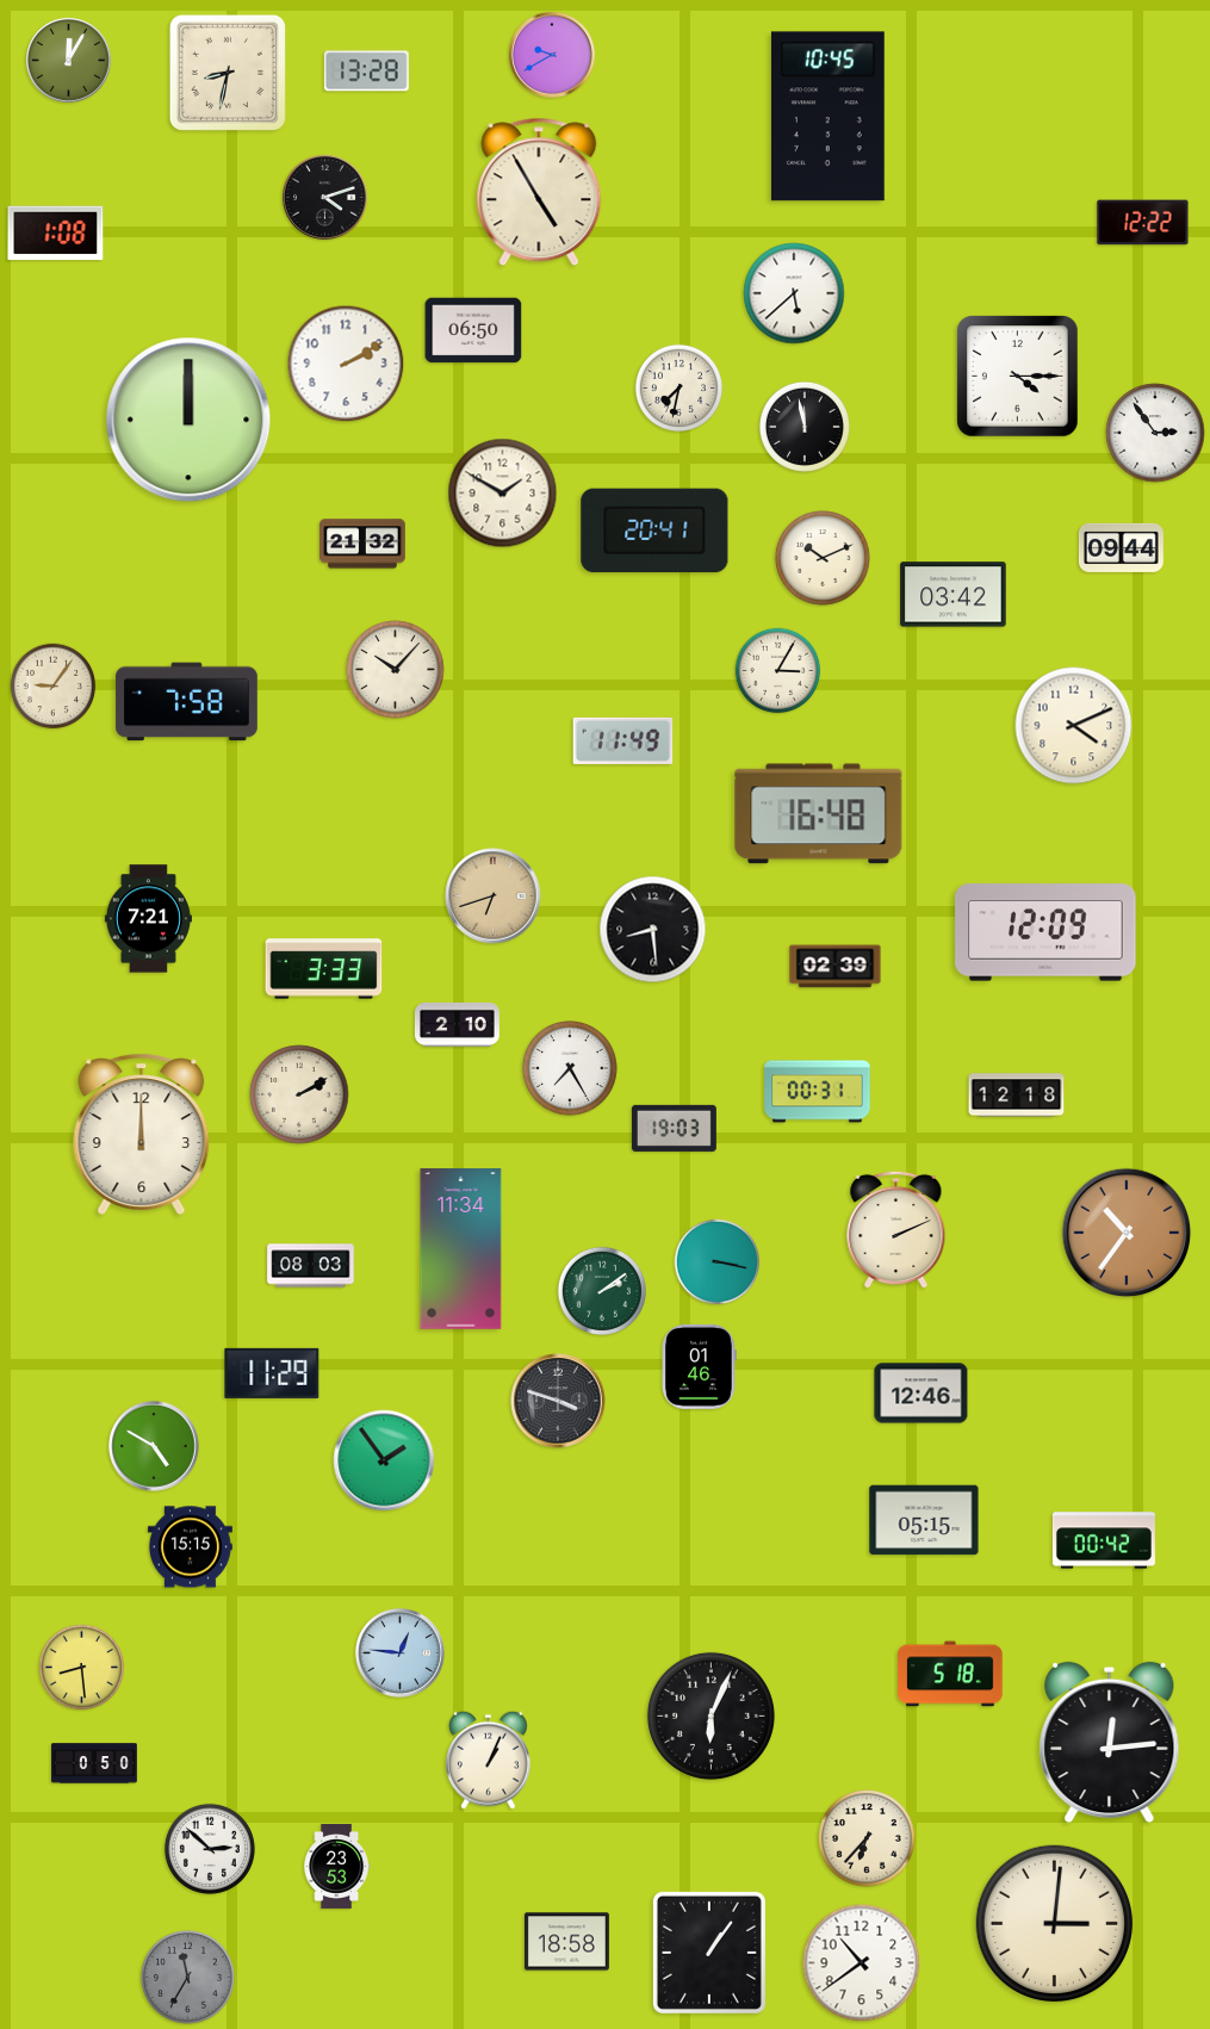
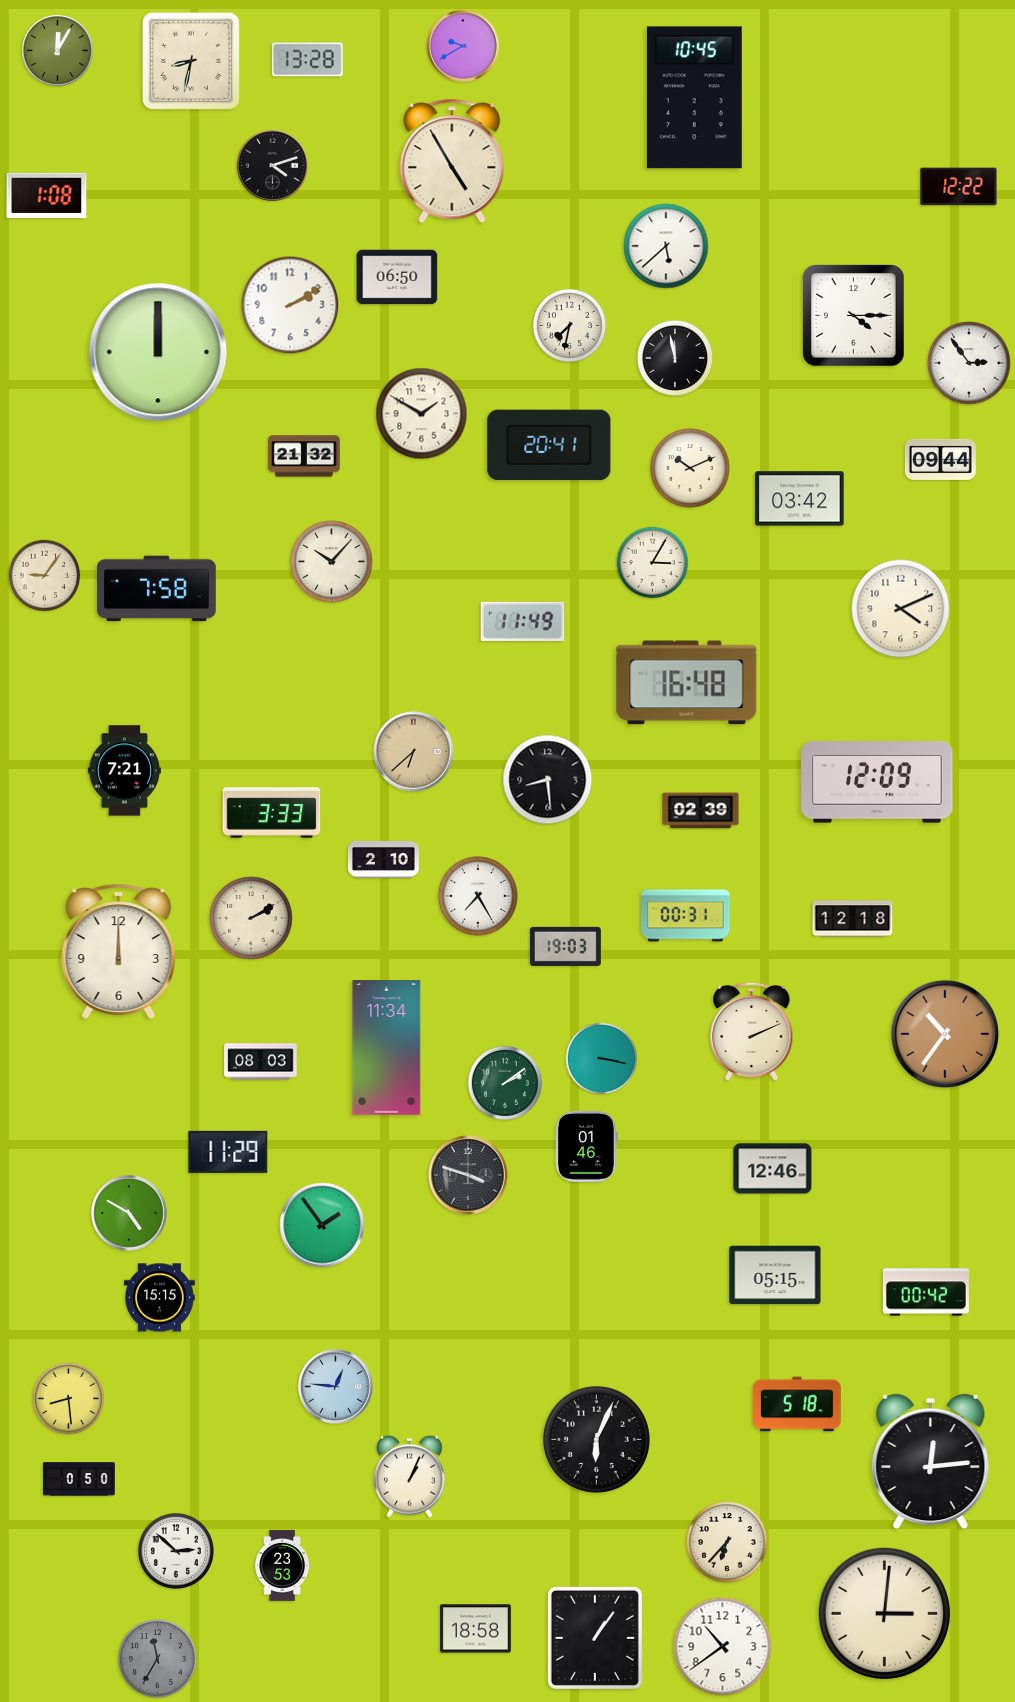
clock at (494, 896): 6:42 -> 6:38
